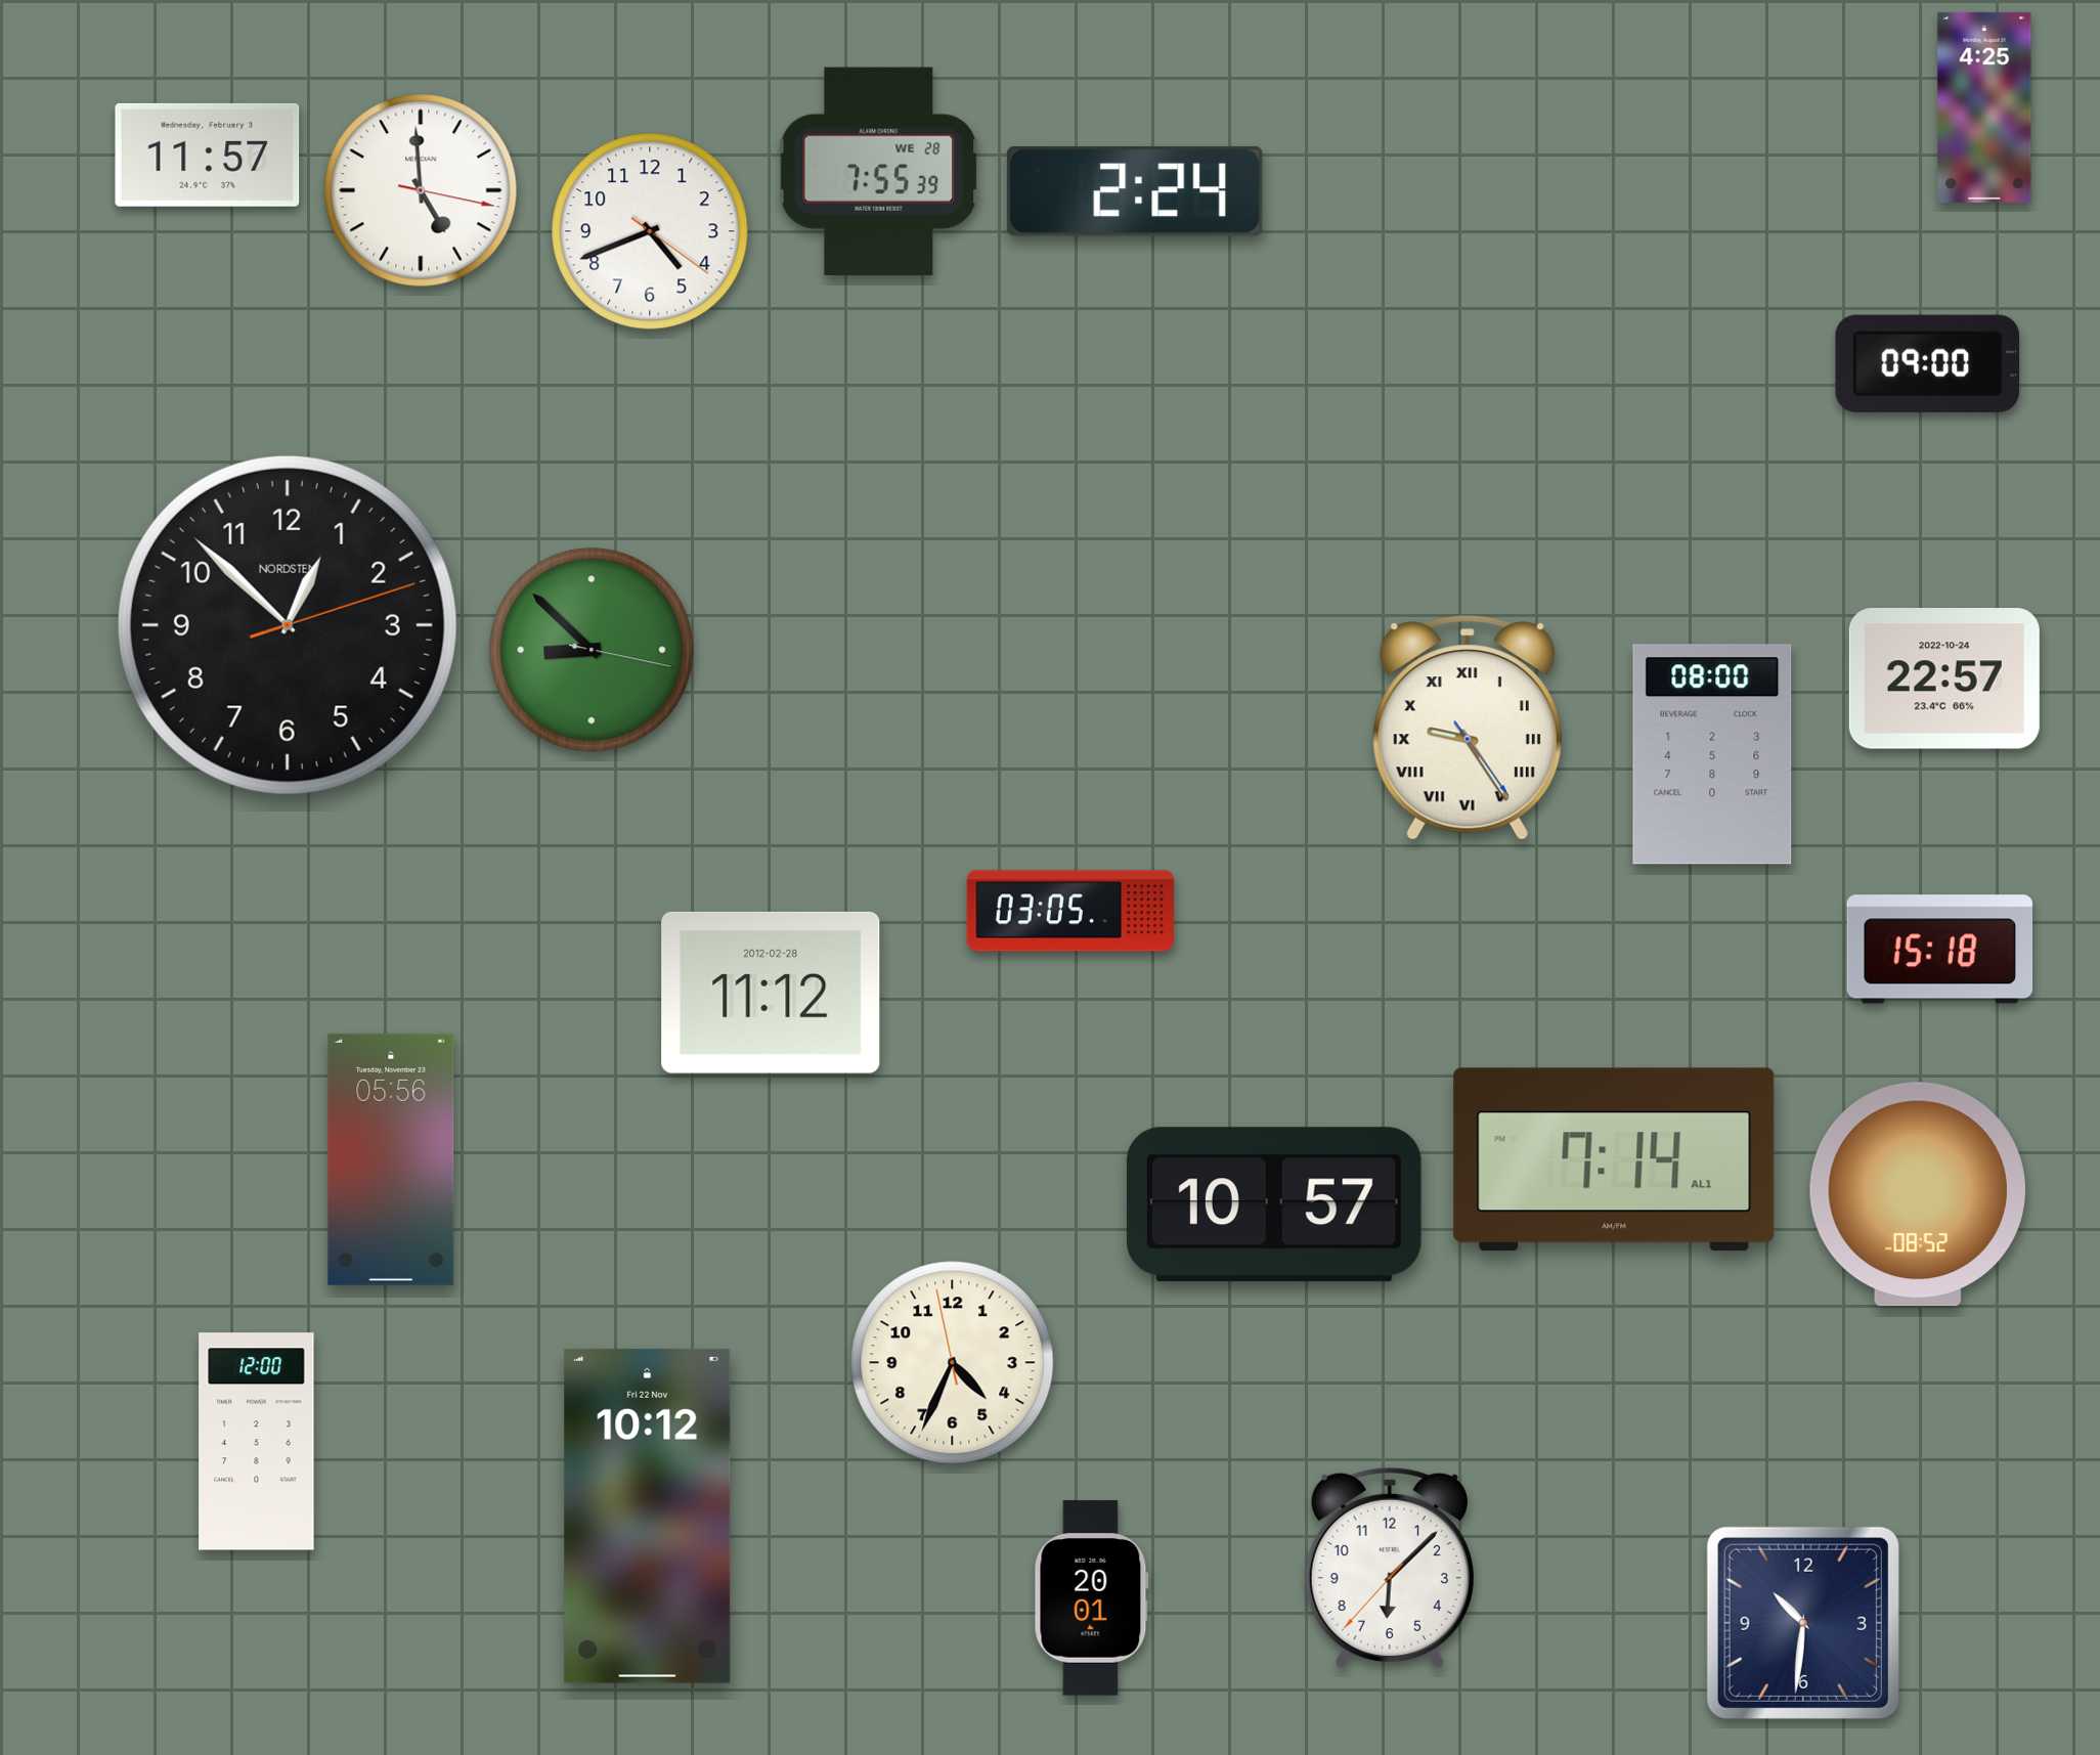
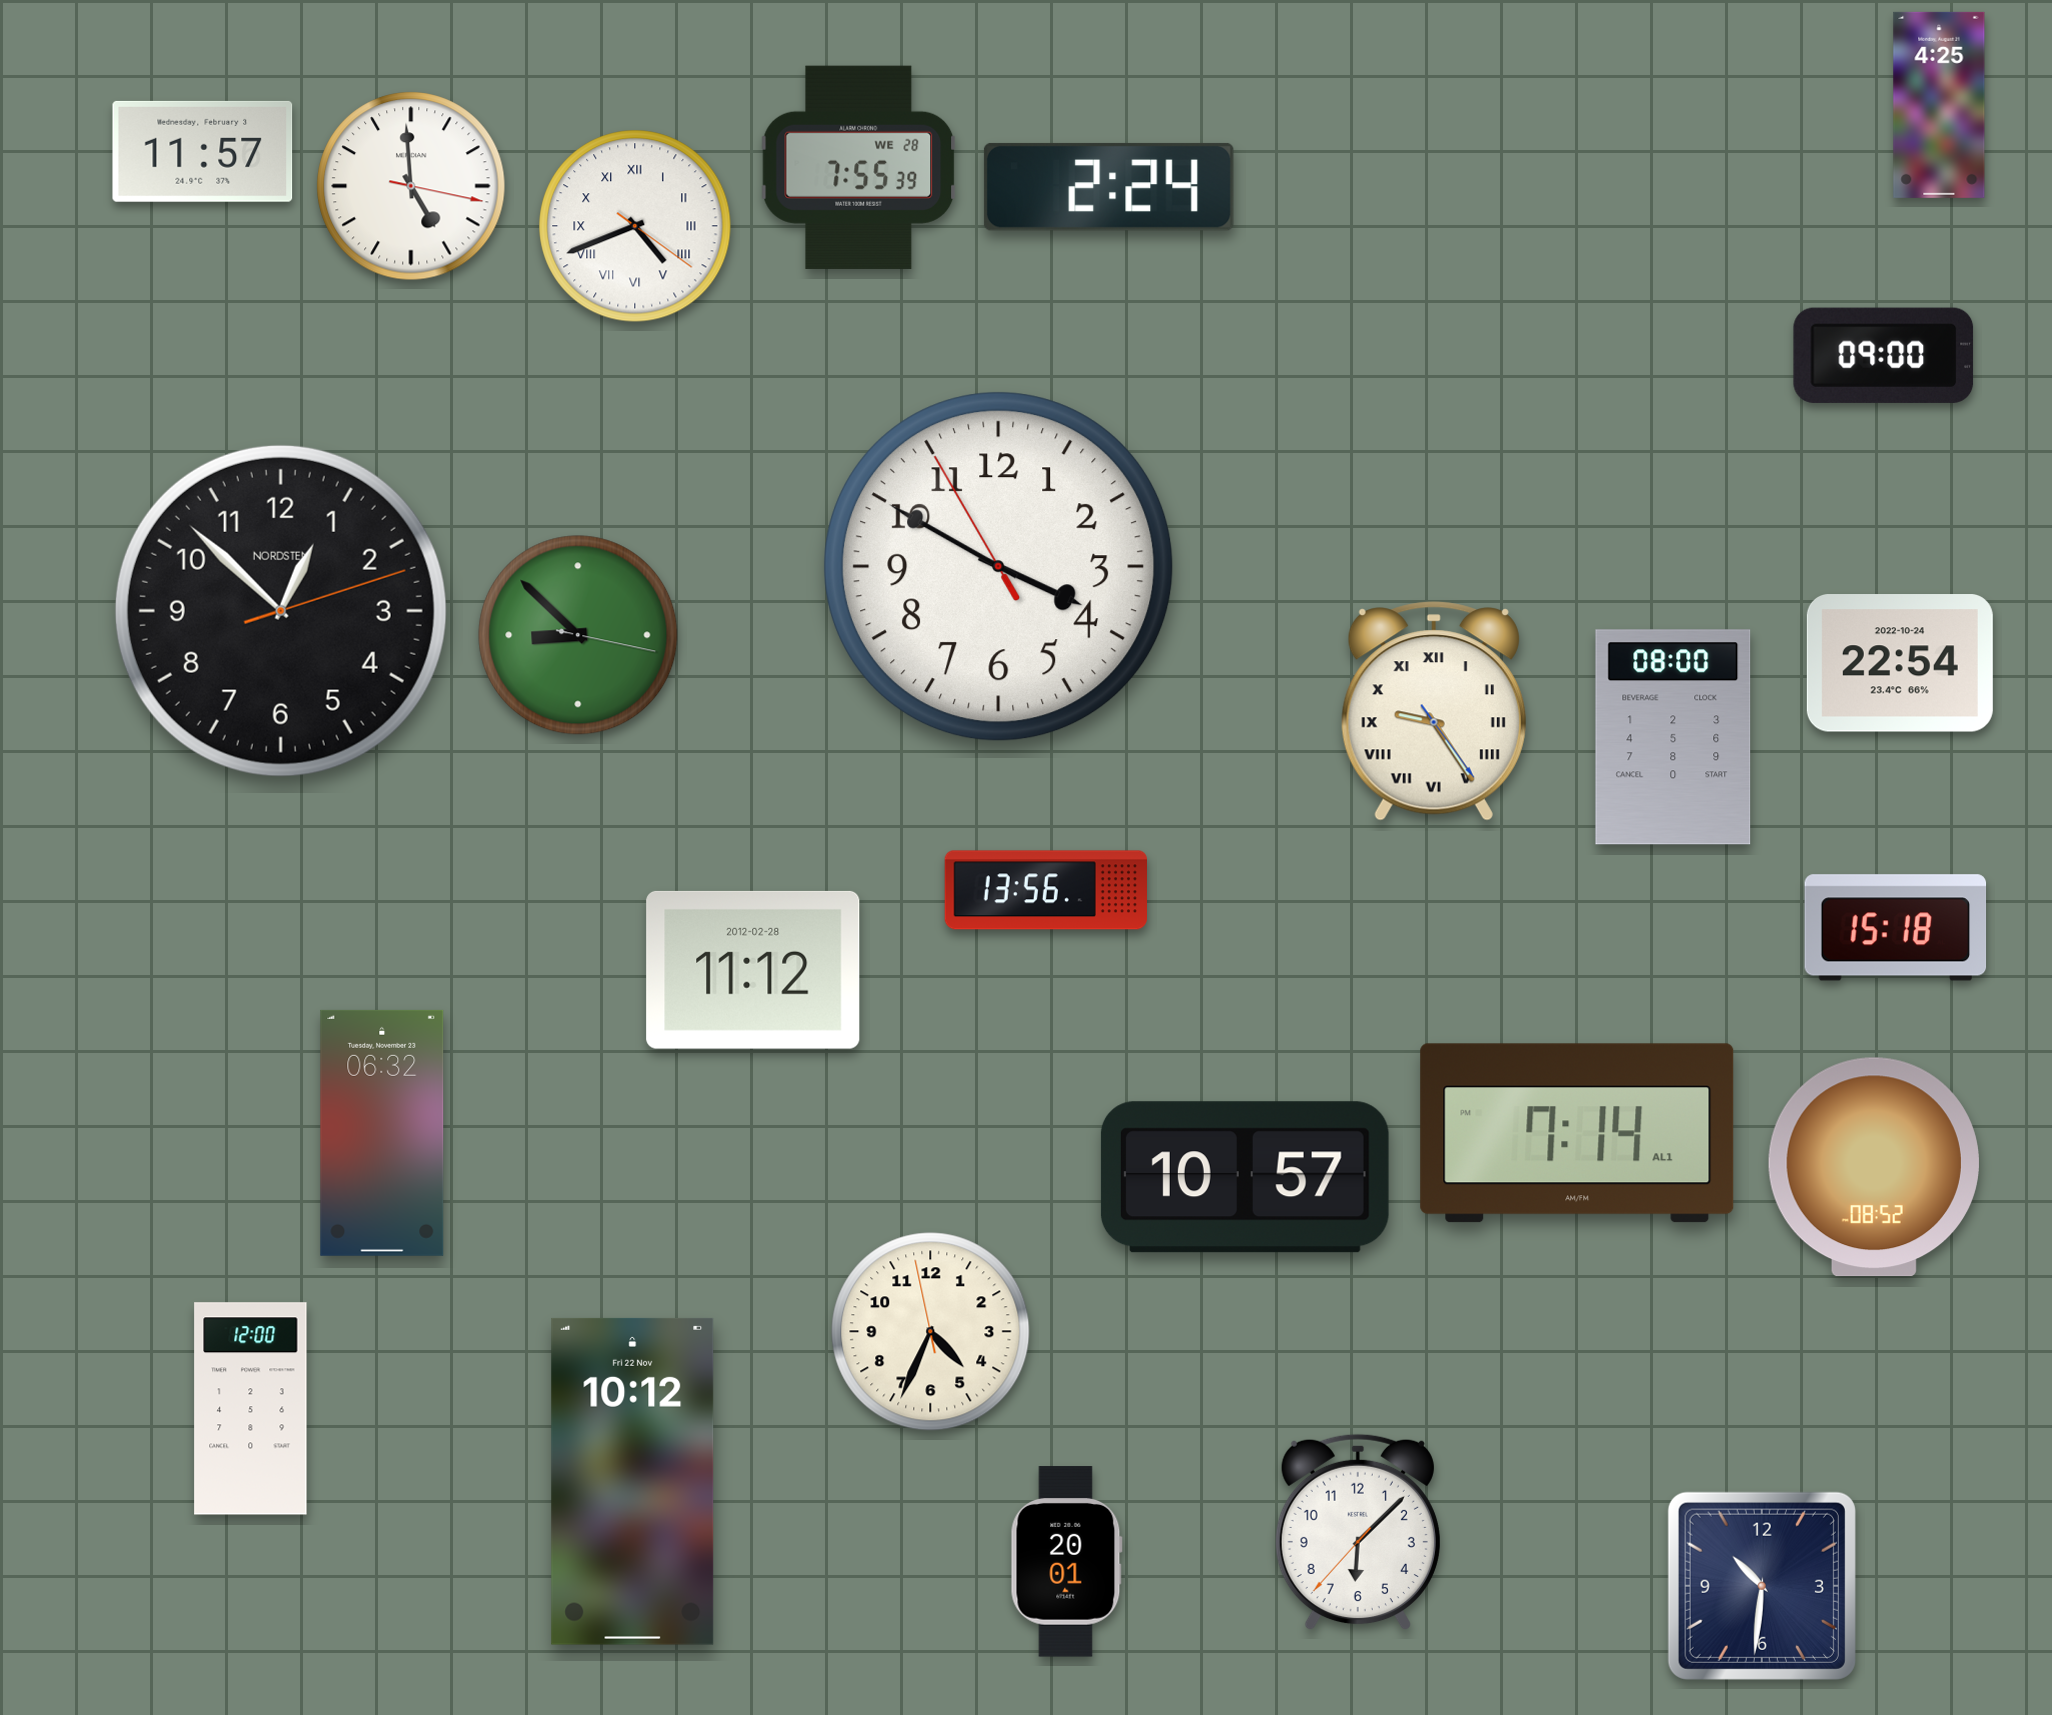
clock at (650, 231) numerals: Arabic -> Roman
clock at (999, 567): none -> 3:49
clock at (1944, 678): 22:57 -> 22:54
clock at (1069, 911): 03:05 -> 13:56
clock at (391, 1159): 05:56 -> 06:32
